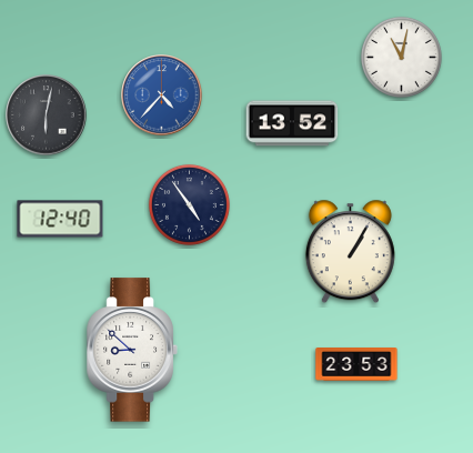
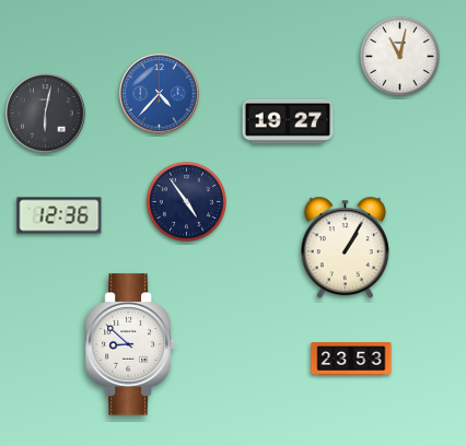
clock at (401, 57) position: (401, 57) -> (399, 56)
clock at (292, 123): 13:52 -> 19:27
clock at (60, 219): 12:40 -> 12:36
